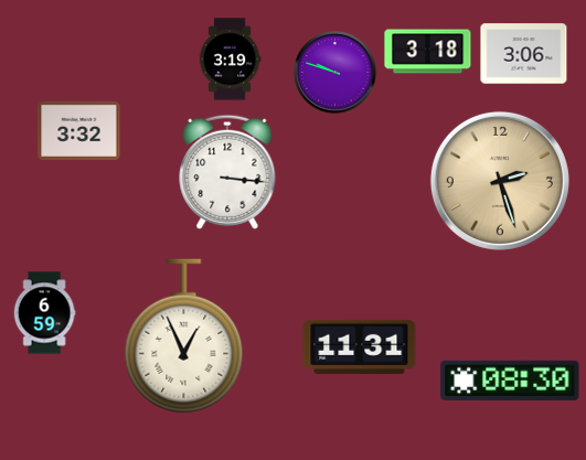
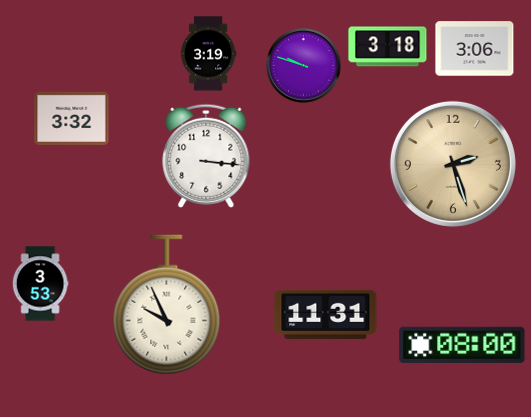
clock at (44, 313): 6:59 -> 3:53
clock at (184, 336): 12:56 -> 9:56
clock at (510, 381): 08:30 -> 08:00
